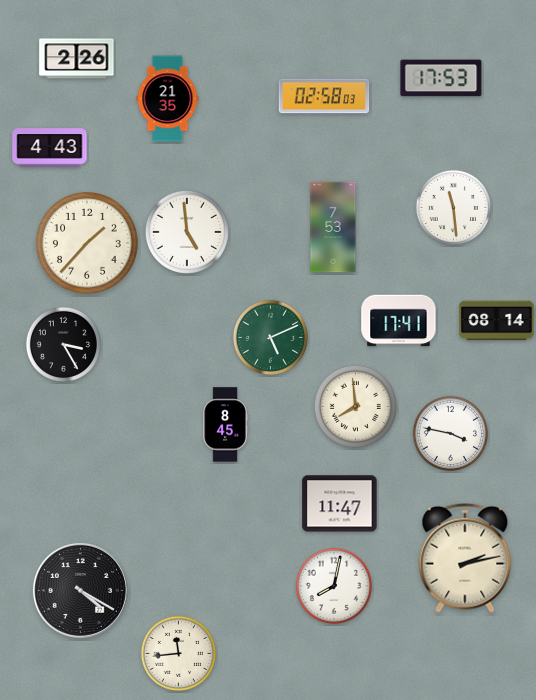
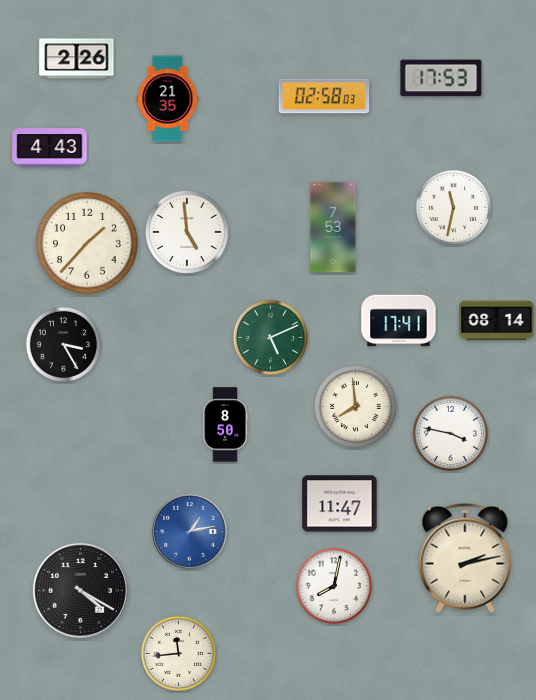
clock at (453, 207): 11:29 -> 11:32
clock at (225, 425): 8:45 -> 8:50
clock at (190, 532): none -> 1:13
